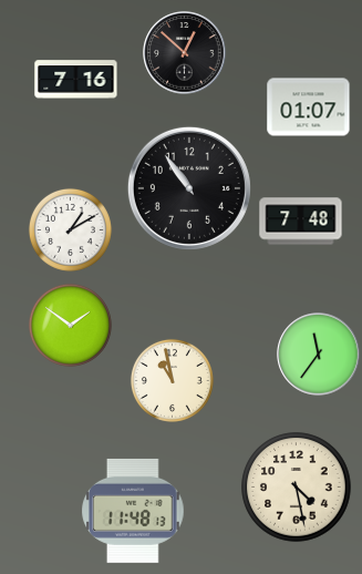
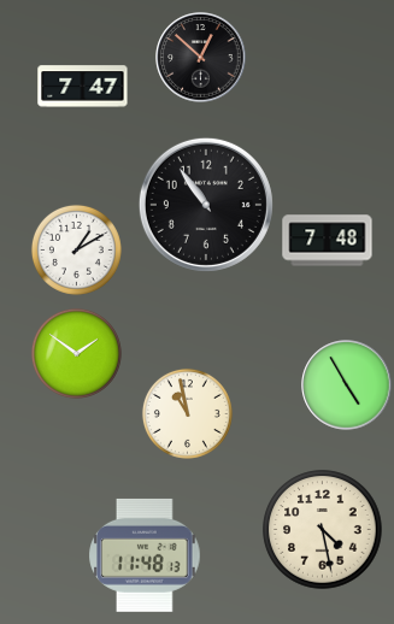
clock at (76, 80): 7:16 -> 7:47
clock at (309, 107): 01:07 -> none
clock at (319, 355): 11:36 -> 4:55
